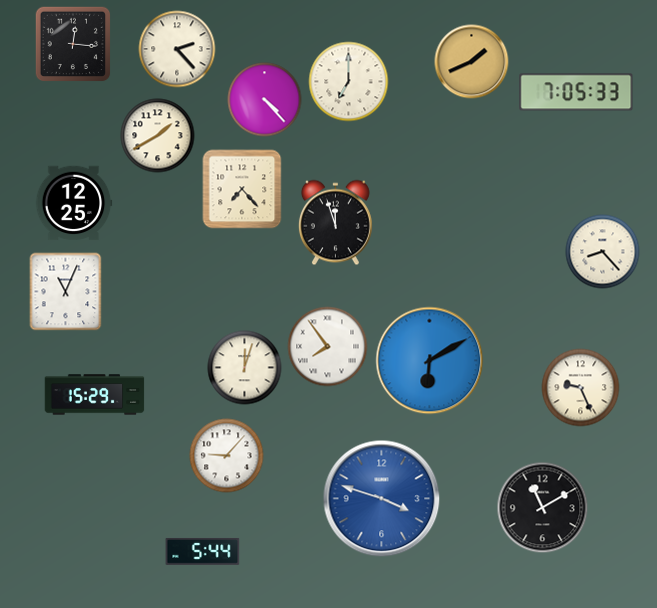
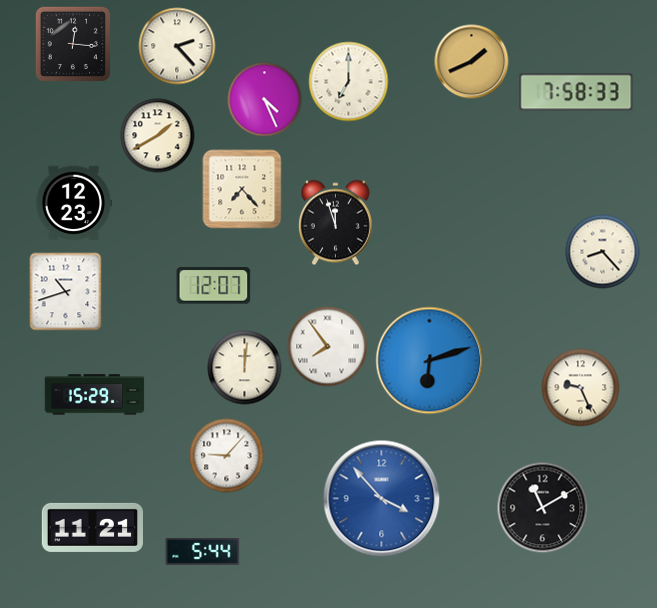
clock at (177, 49) position: (177, 49) -> (177, 46)
clock at (576, 92): 7:05 -> 7:58
clock at (265, 100): 4:23 -> 4:26
clock at (74, 203): 12:25 -> 12:23
clock at (214, 286): none -> 12:07
clock at (66, 292): 11:04 -> 10:42
clock at (430, 361): 6:10 -> 6:12
clock at (245, 368): 12:03 -> 12:01
clock at (382, 499): 3:48 -> 3:53
clock at (92, 527): none -> 11:21
